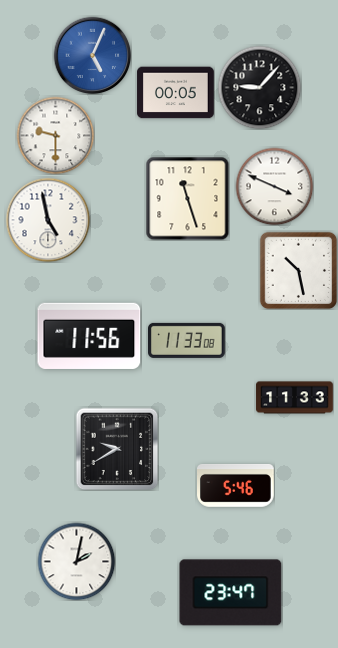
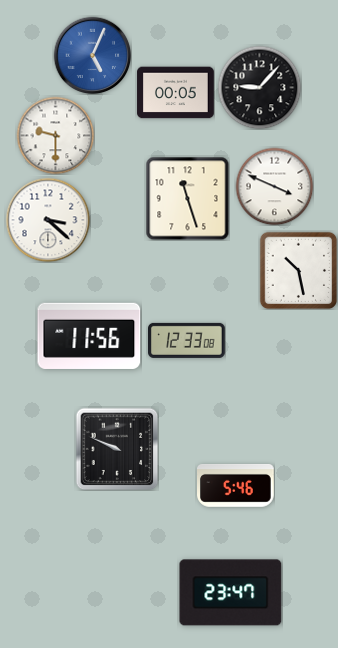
clock at (48, 220): 4:58 -> 3:22
clock at (187, 340): 11:33 -> 12:33
clock at (295, 398): 11:33 -> none
clock at (117, 449): 9:40 -> 9:49
clock at (76, 561): 2:02 -> none
